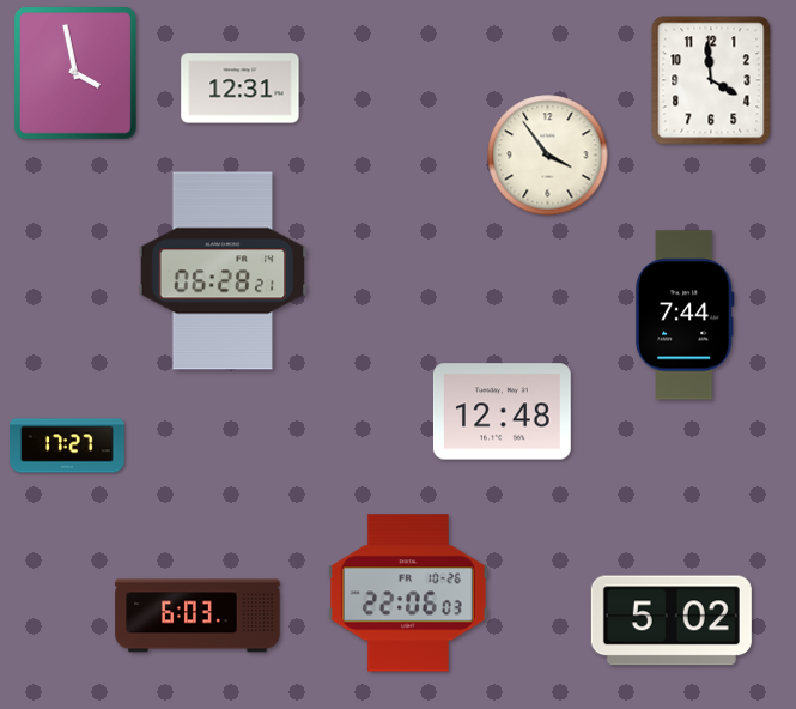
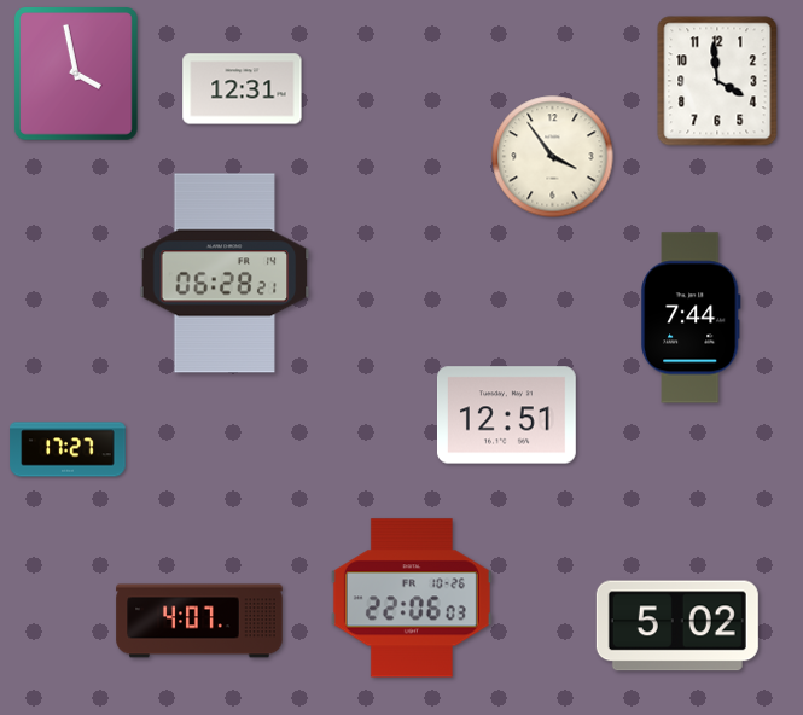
clock at (502, 412): 12:48 -> 12:51
clock at (198, 616): 6:03 -> 4:07
